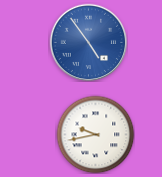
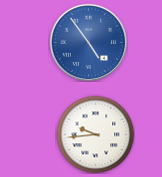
clock at (95, 134): 9:43 -> 9:44
